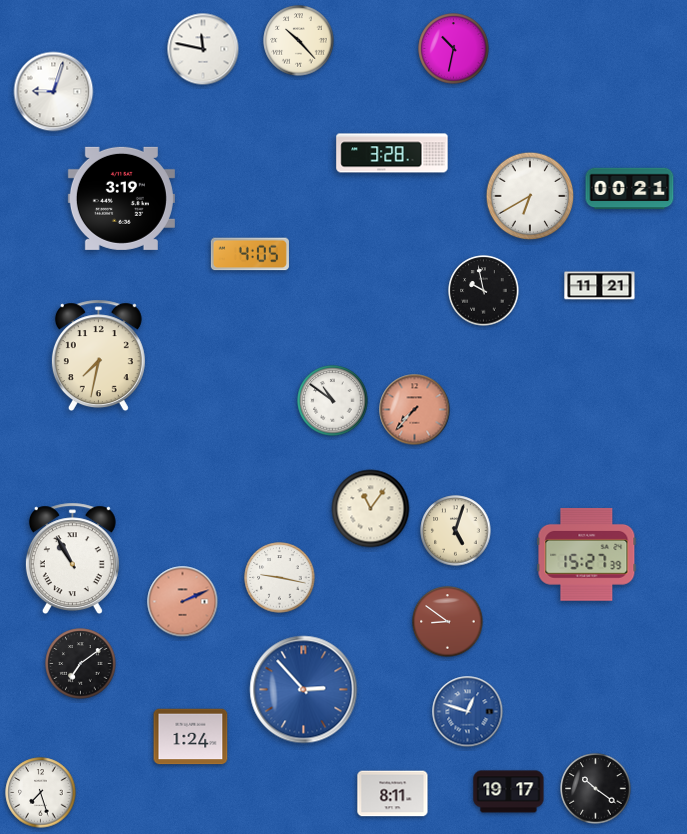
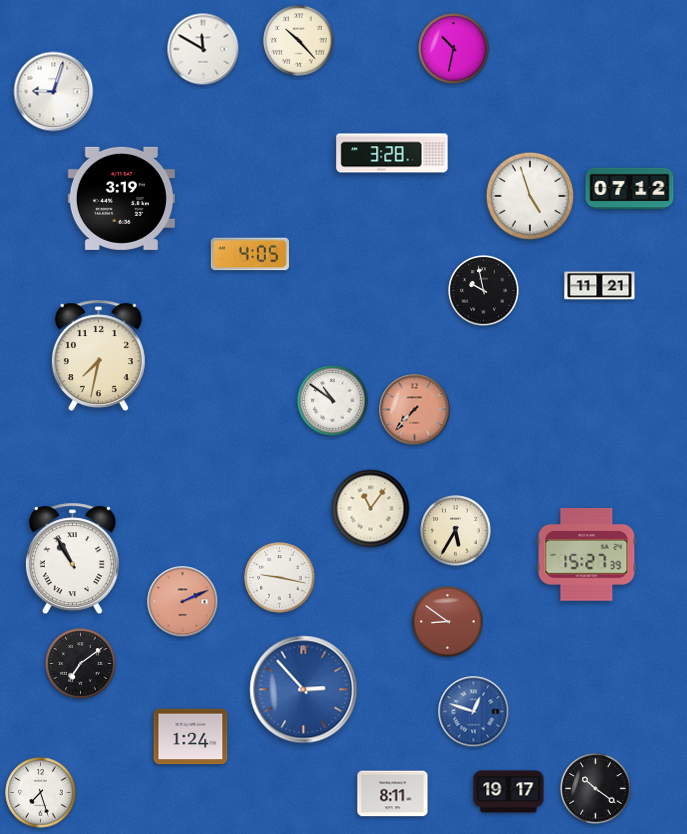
clock at (203, 49): 11:47 -> 11:50
clock at (630, 189): 00:21 -> 07:12
clock at (530, 196): 6:40 -> 4:57
clock at (456, 531): 5:03 -> 5:35
clock at (468, 712) position: (468, 712) -> (474, 712)
